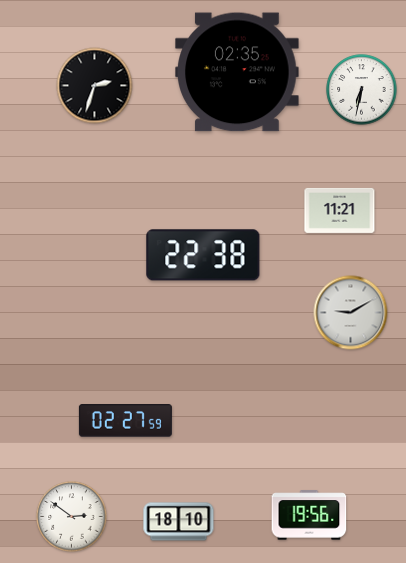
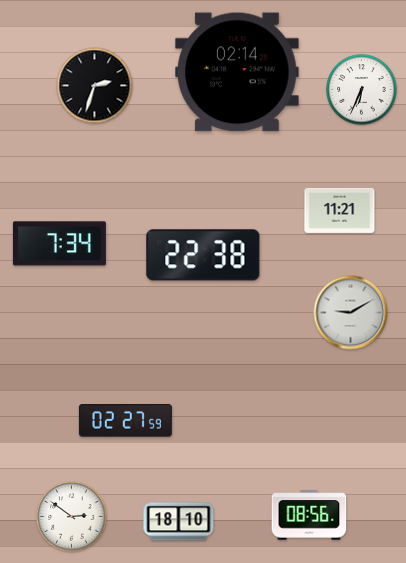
clock at (237, 72): 02:35 -> 02:14
clock at (362, 90): 6:32 -> 6:34
clock at (59, 244): none -> 7:34
clock at (309, 515): 19:56 -> 08:56
